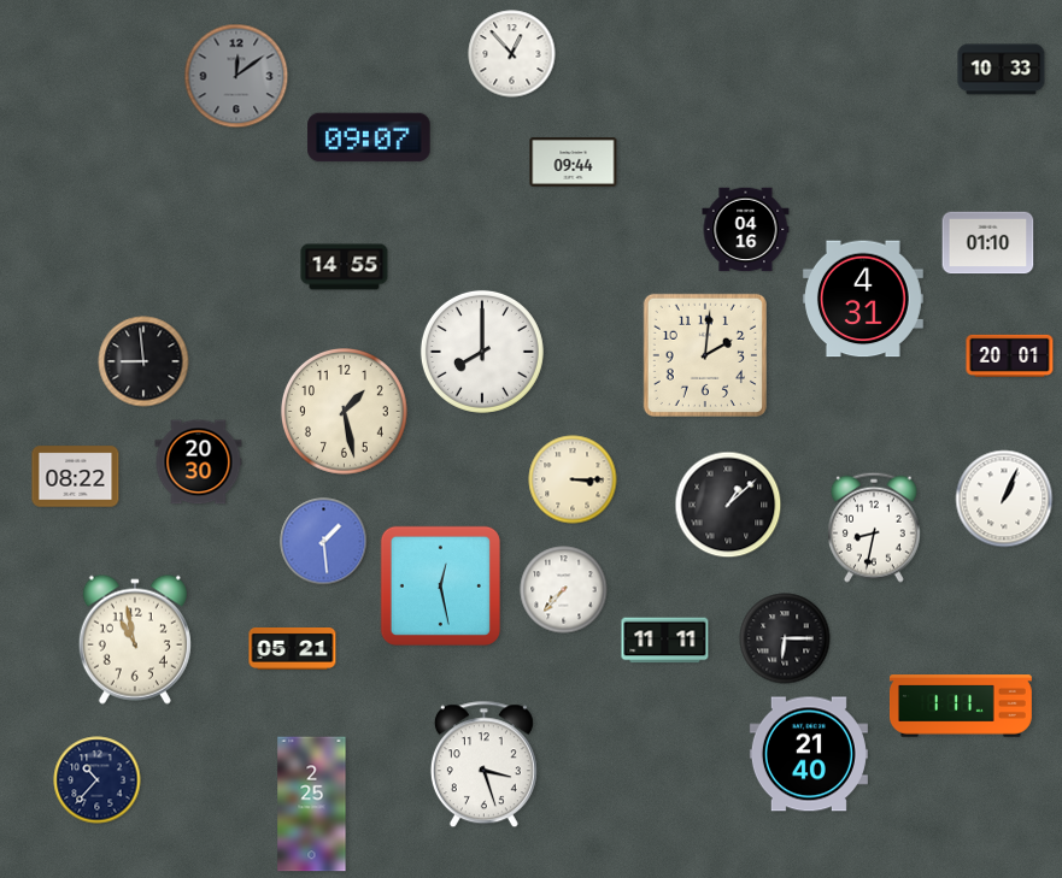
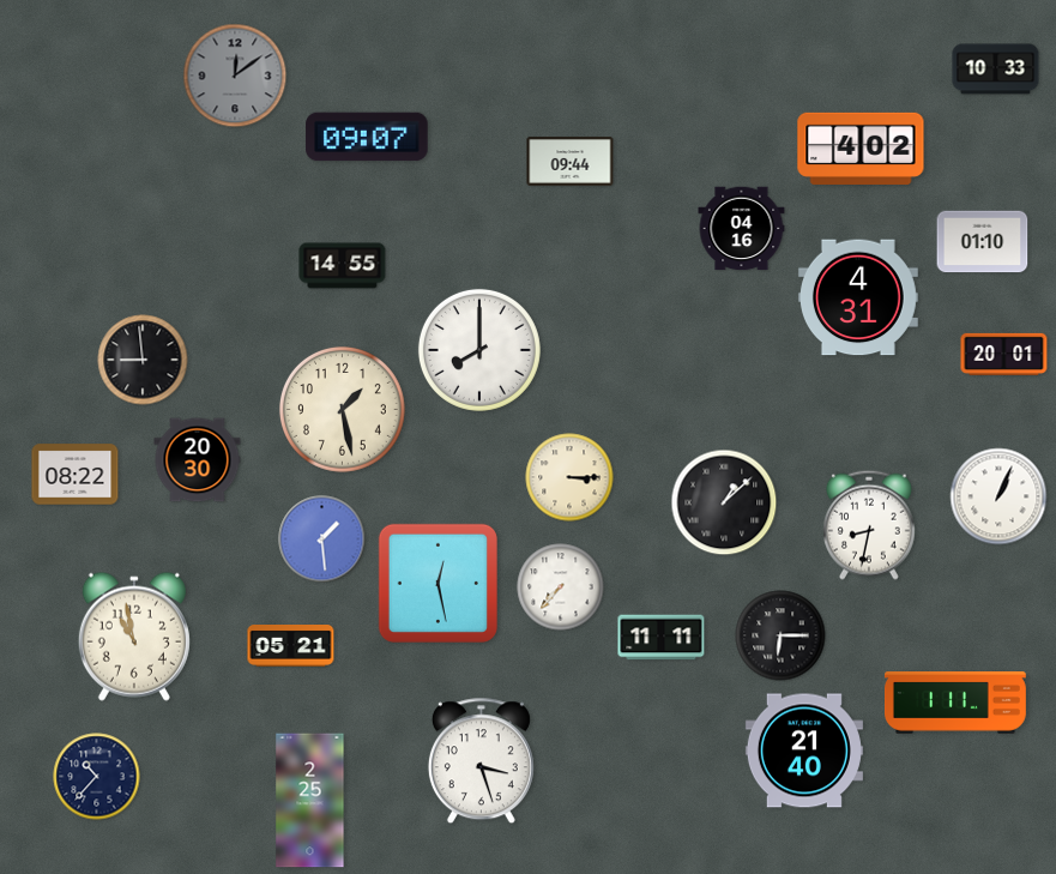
clock at (512, 54): 12:53 -> none
clock at (861, 149): none -> 4:02
clock at (705, 355): 2:01 -> none
